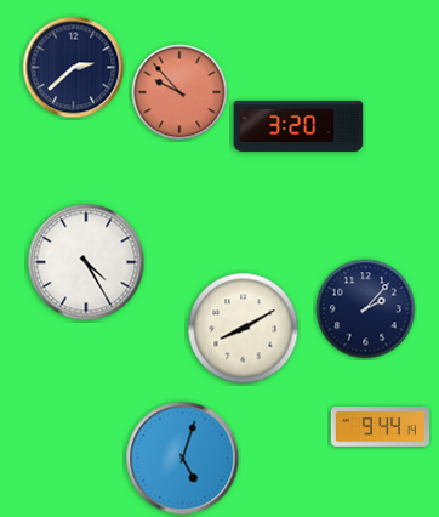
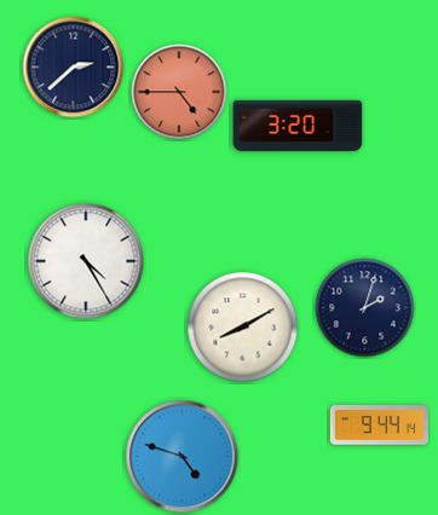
clock at (179, 92): 9:53 -> 4:45
clock at (366, 309): 2:07 -> 2:03
clock at (183, 459): 5:03 -> 4:48
